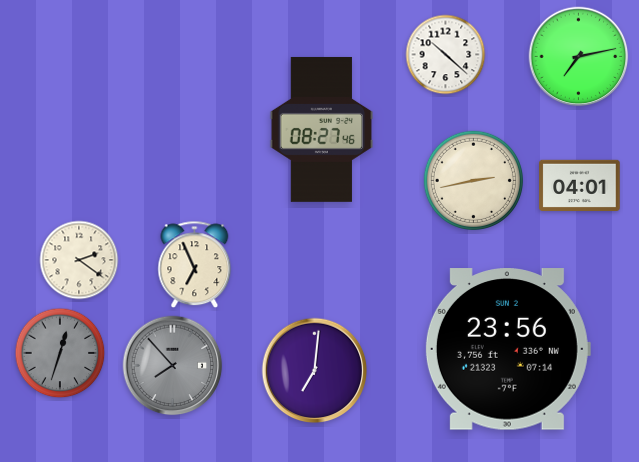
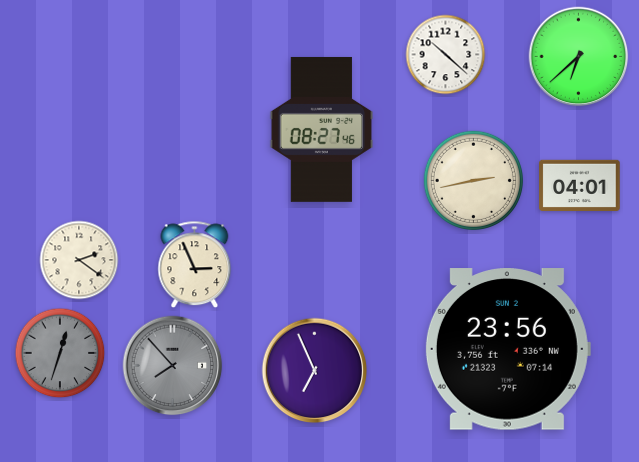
clock at (579, 57): 7:13 -> 6:38
clock at (195, 265): 6:56 -> 2:56
clock at (315, 371): 7:01 -> 6:56
